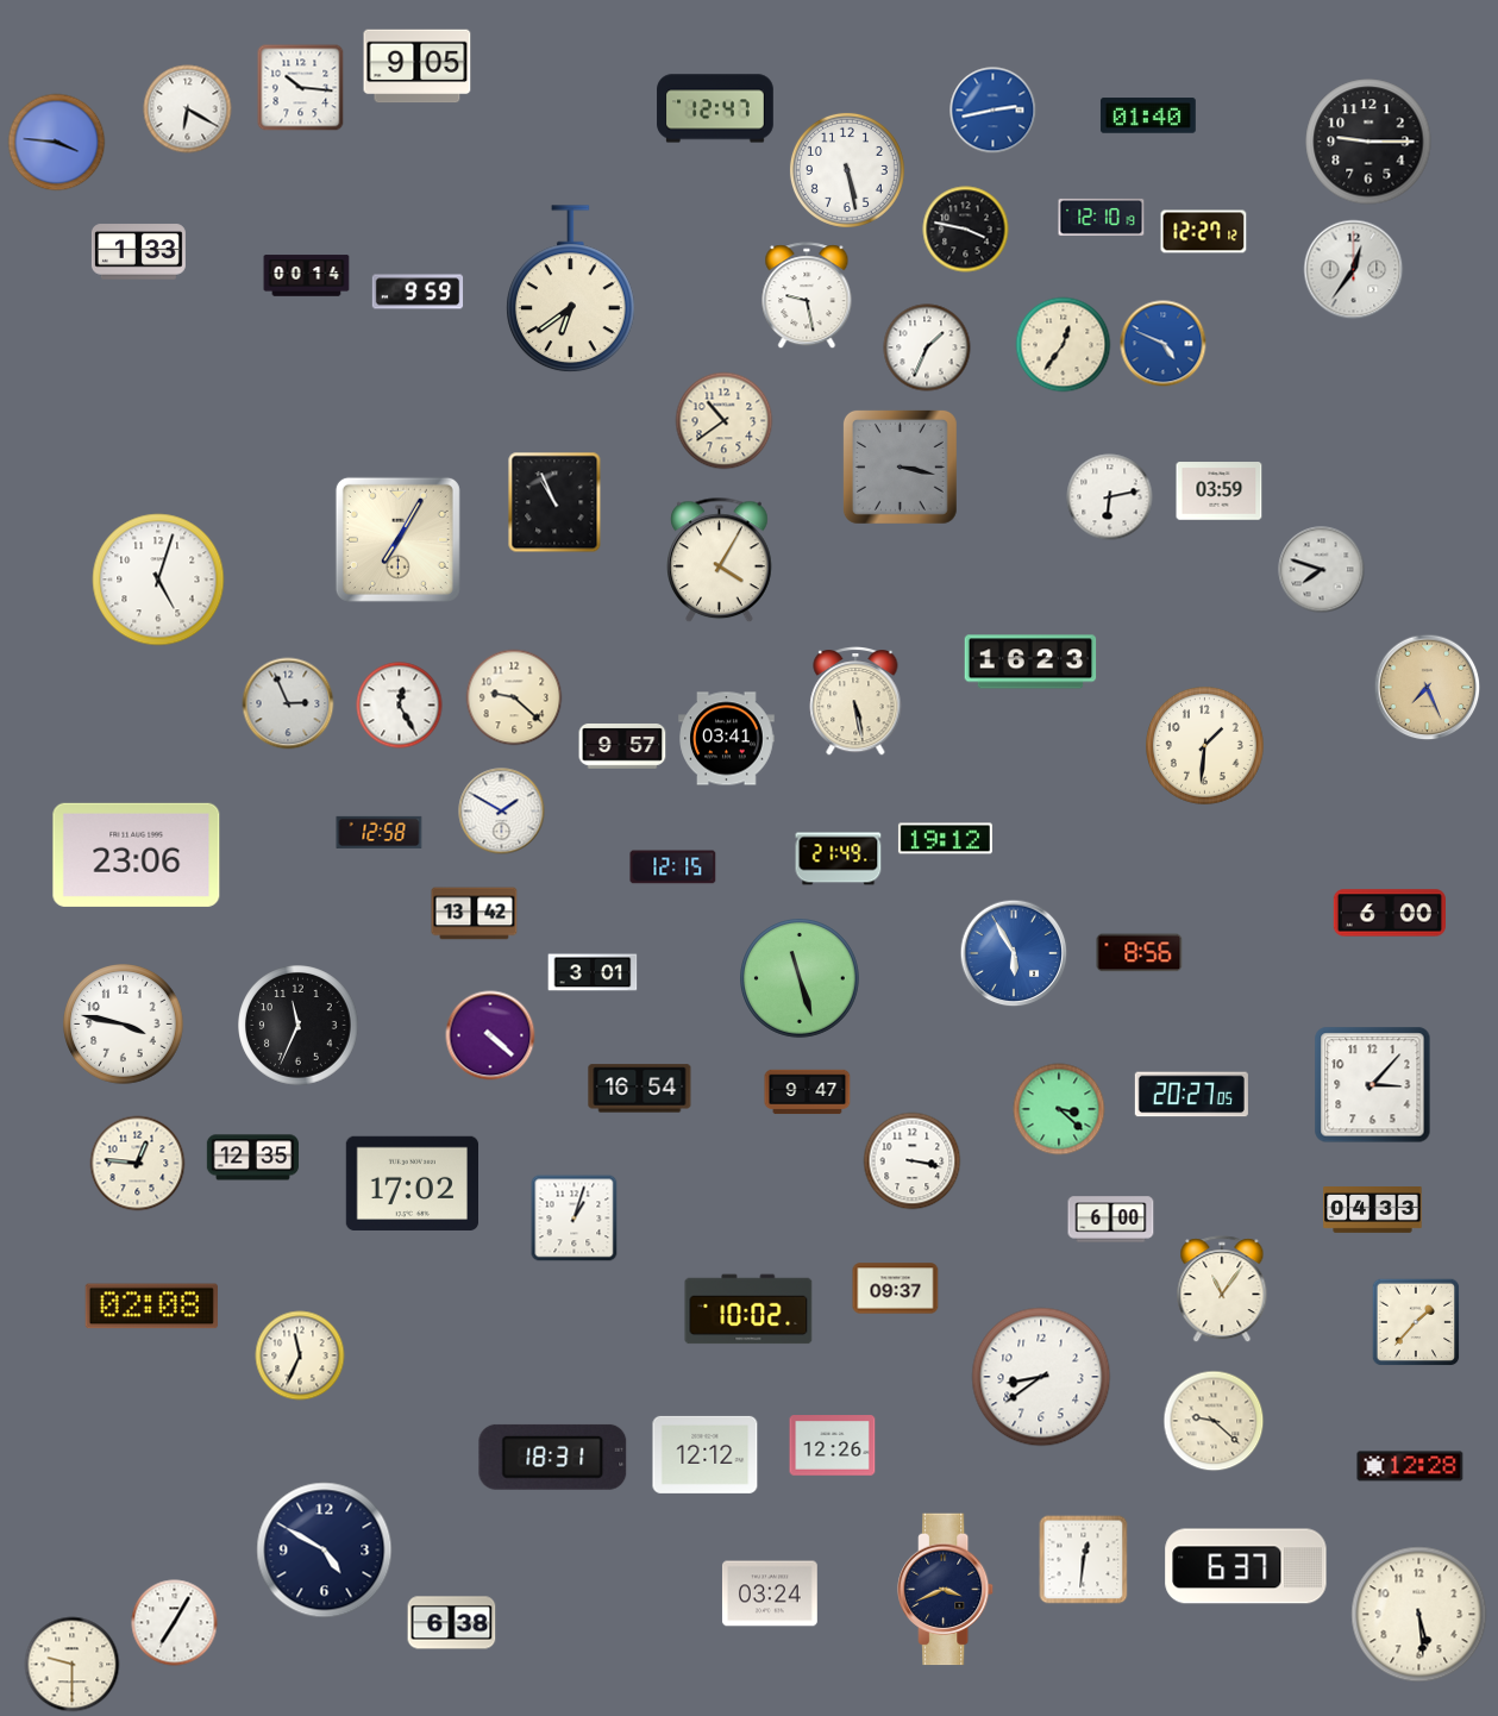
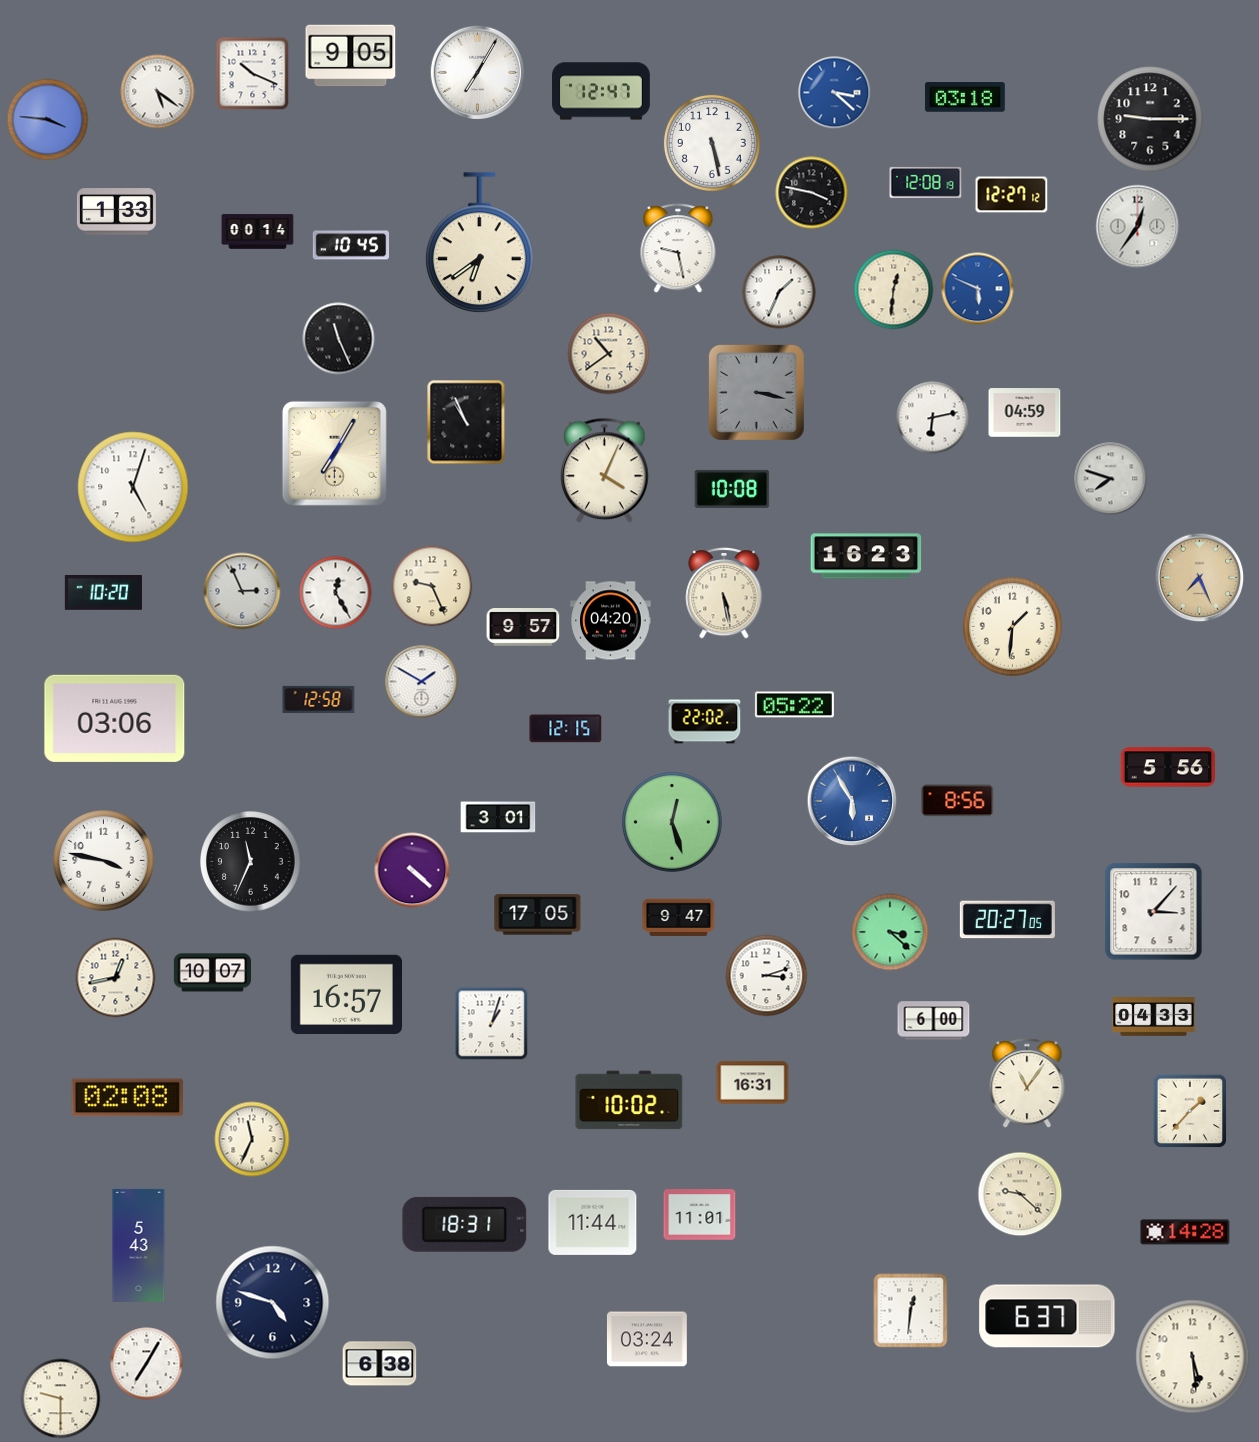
clock at (477, 72): none -> 7:05
clock at (301, 88): 10:16 -> 10:19
clock at (188, 109): 6:20 -> 5:21
clock at (994, 111): 2:43 -> 3:22
clock at (1148, 115): 01:40 -> 03:18
clock at (1102, 217): 12:10 -> 12:08
clock at (418, 292): 9:59 -> 10:45
clock at (1164, 344): 4:49 -> 5:49
clock at (1064, 345): 12:36 -> 12:31
clock at (339, 339): none -> 11:26
clock at (1220, 491): 03:59 -> 04:59
clock at (720, 560): 4:05 -> 4:04
clock at (732, 489): none -> 10:08
clock at (514, 697): 9:22 -> 9:26
clock at (855, 701) position: (855, 701) -> (724, 593)
clock at (103, 593): none -> 10:20
clock at (727, 739): 03:41 -> 04:20
clock at (945, 839): 19:12 -> 05:22
clock at (137, 854): 23:06 -> 03:06
clock at (839, 859): 21:49 -> 22:02
clock at (1389, 913): 6:00 -> 5:56
clock at (475, 914): 13:42 -> none
clock at (801, 979): 11:27 -> 12:27
clock at (640, 1089): 16:54 -> 17:05
clock at (1191, 1095) position: (1191, 1095) -> (1007, 920)
clock at (252, 1158): 12:35 -> 10:07
clock at (913, 1161): 3:17 -> 3:12
clock at (138, 1164): 12:46 -> 12:43
clock at (412, 1183): 17:02 -> 16:57
clock at (575, 1219) position: (575, 1219) -> (492, 1024)
clock at (1111, 1220) position: (1111, 1220) -> (934, 1021)
clock at (896, 1289): 09:37 -> 16:31
clock at (1041, 1377): 8:39 -> none
clock at (833, 1446): 12:26 -> 11:01
clock at (706, 1454): 12:12 -> 11:44
clock at (1410, 1466): 12:28 -> 14:28
clock at (139, 1245): none -> 5:43
clock at (325, 1551): 4:50 -> 4:48
clock at (946, 1590): 3:41 -> none
